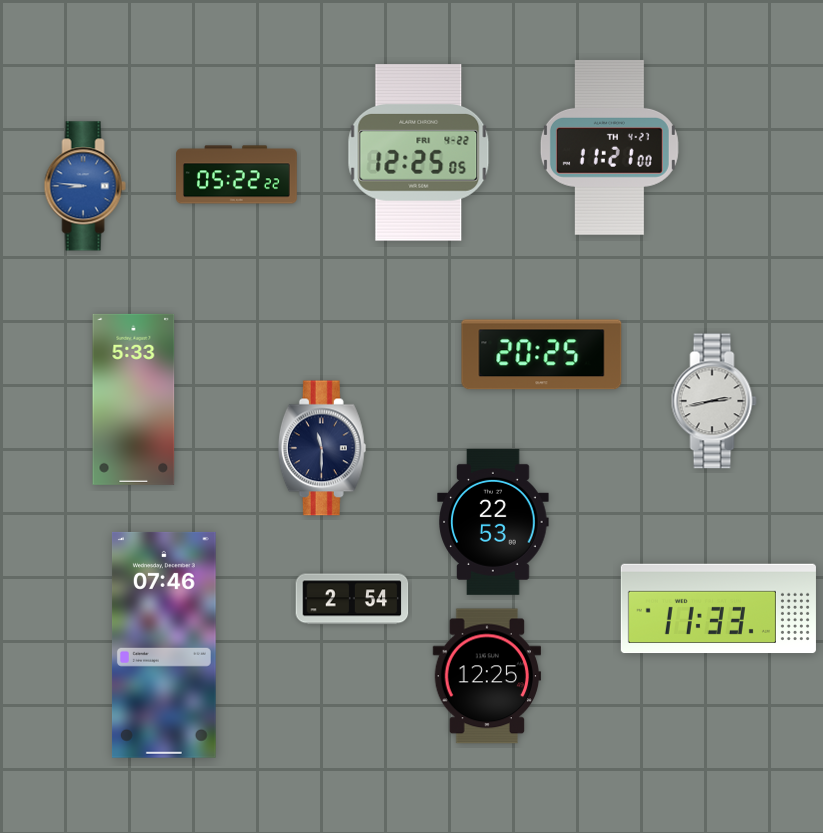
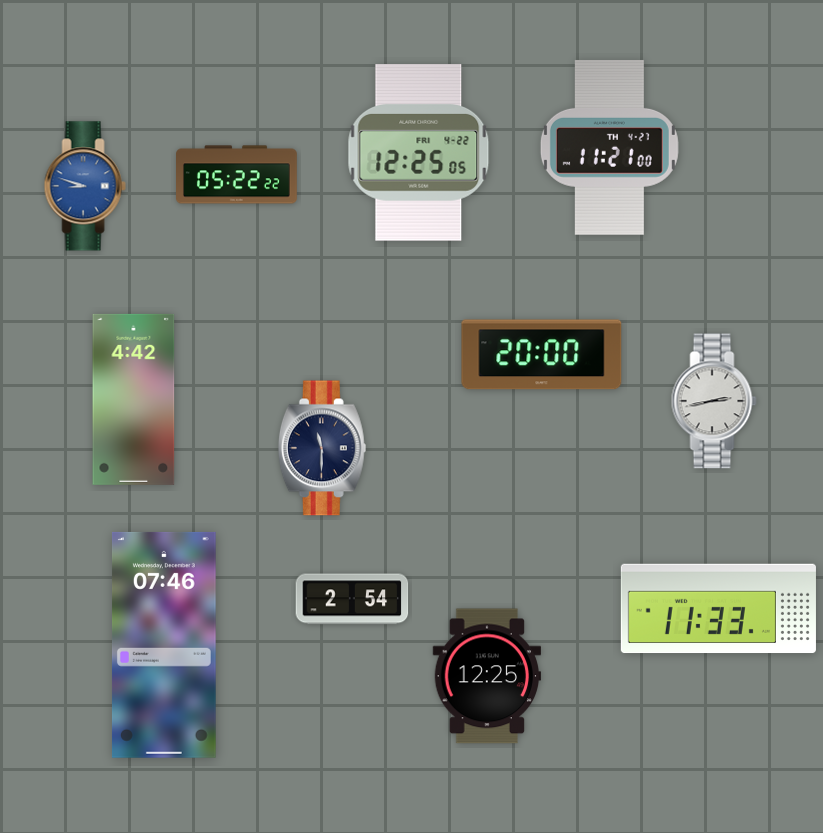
clock at (85, 186): 8:46 -> 8:48
clock at (542, 355): 20:25 -> 20:00
clock at (134, 399): 5:33 -> 4:42
clock at (493, 522): 22:53 -> none
